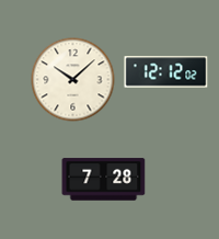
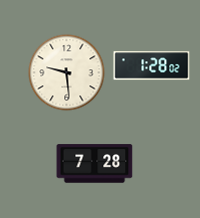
clock at (166, 72): 12:12 -> 1:28
clock at (73, 80): 10:08 -> 9:29
